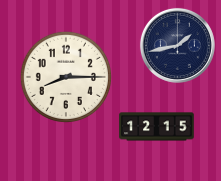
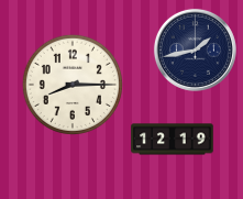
clock at (157, 127): 12:15 -> 12:19
